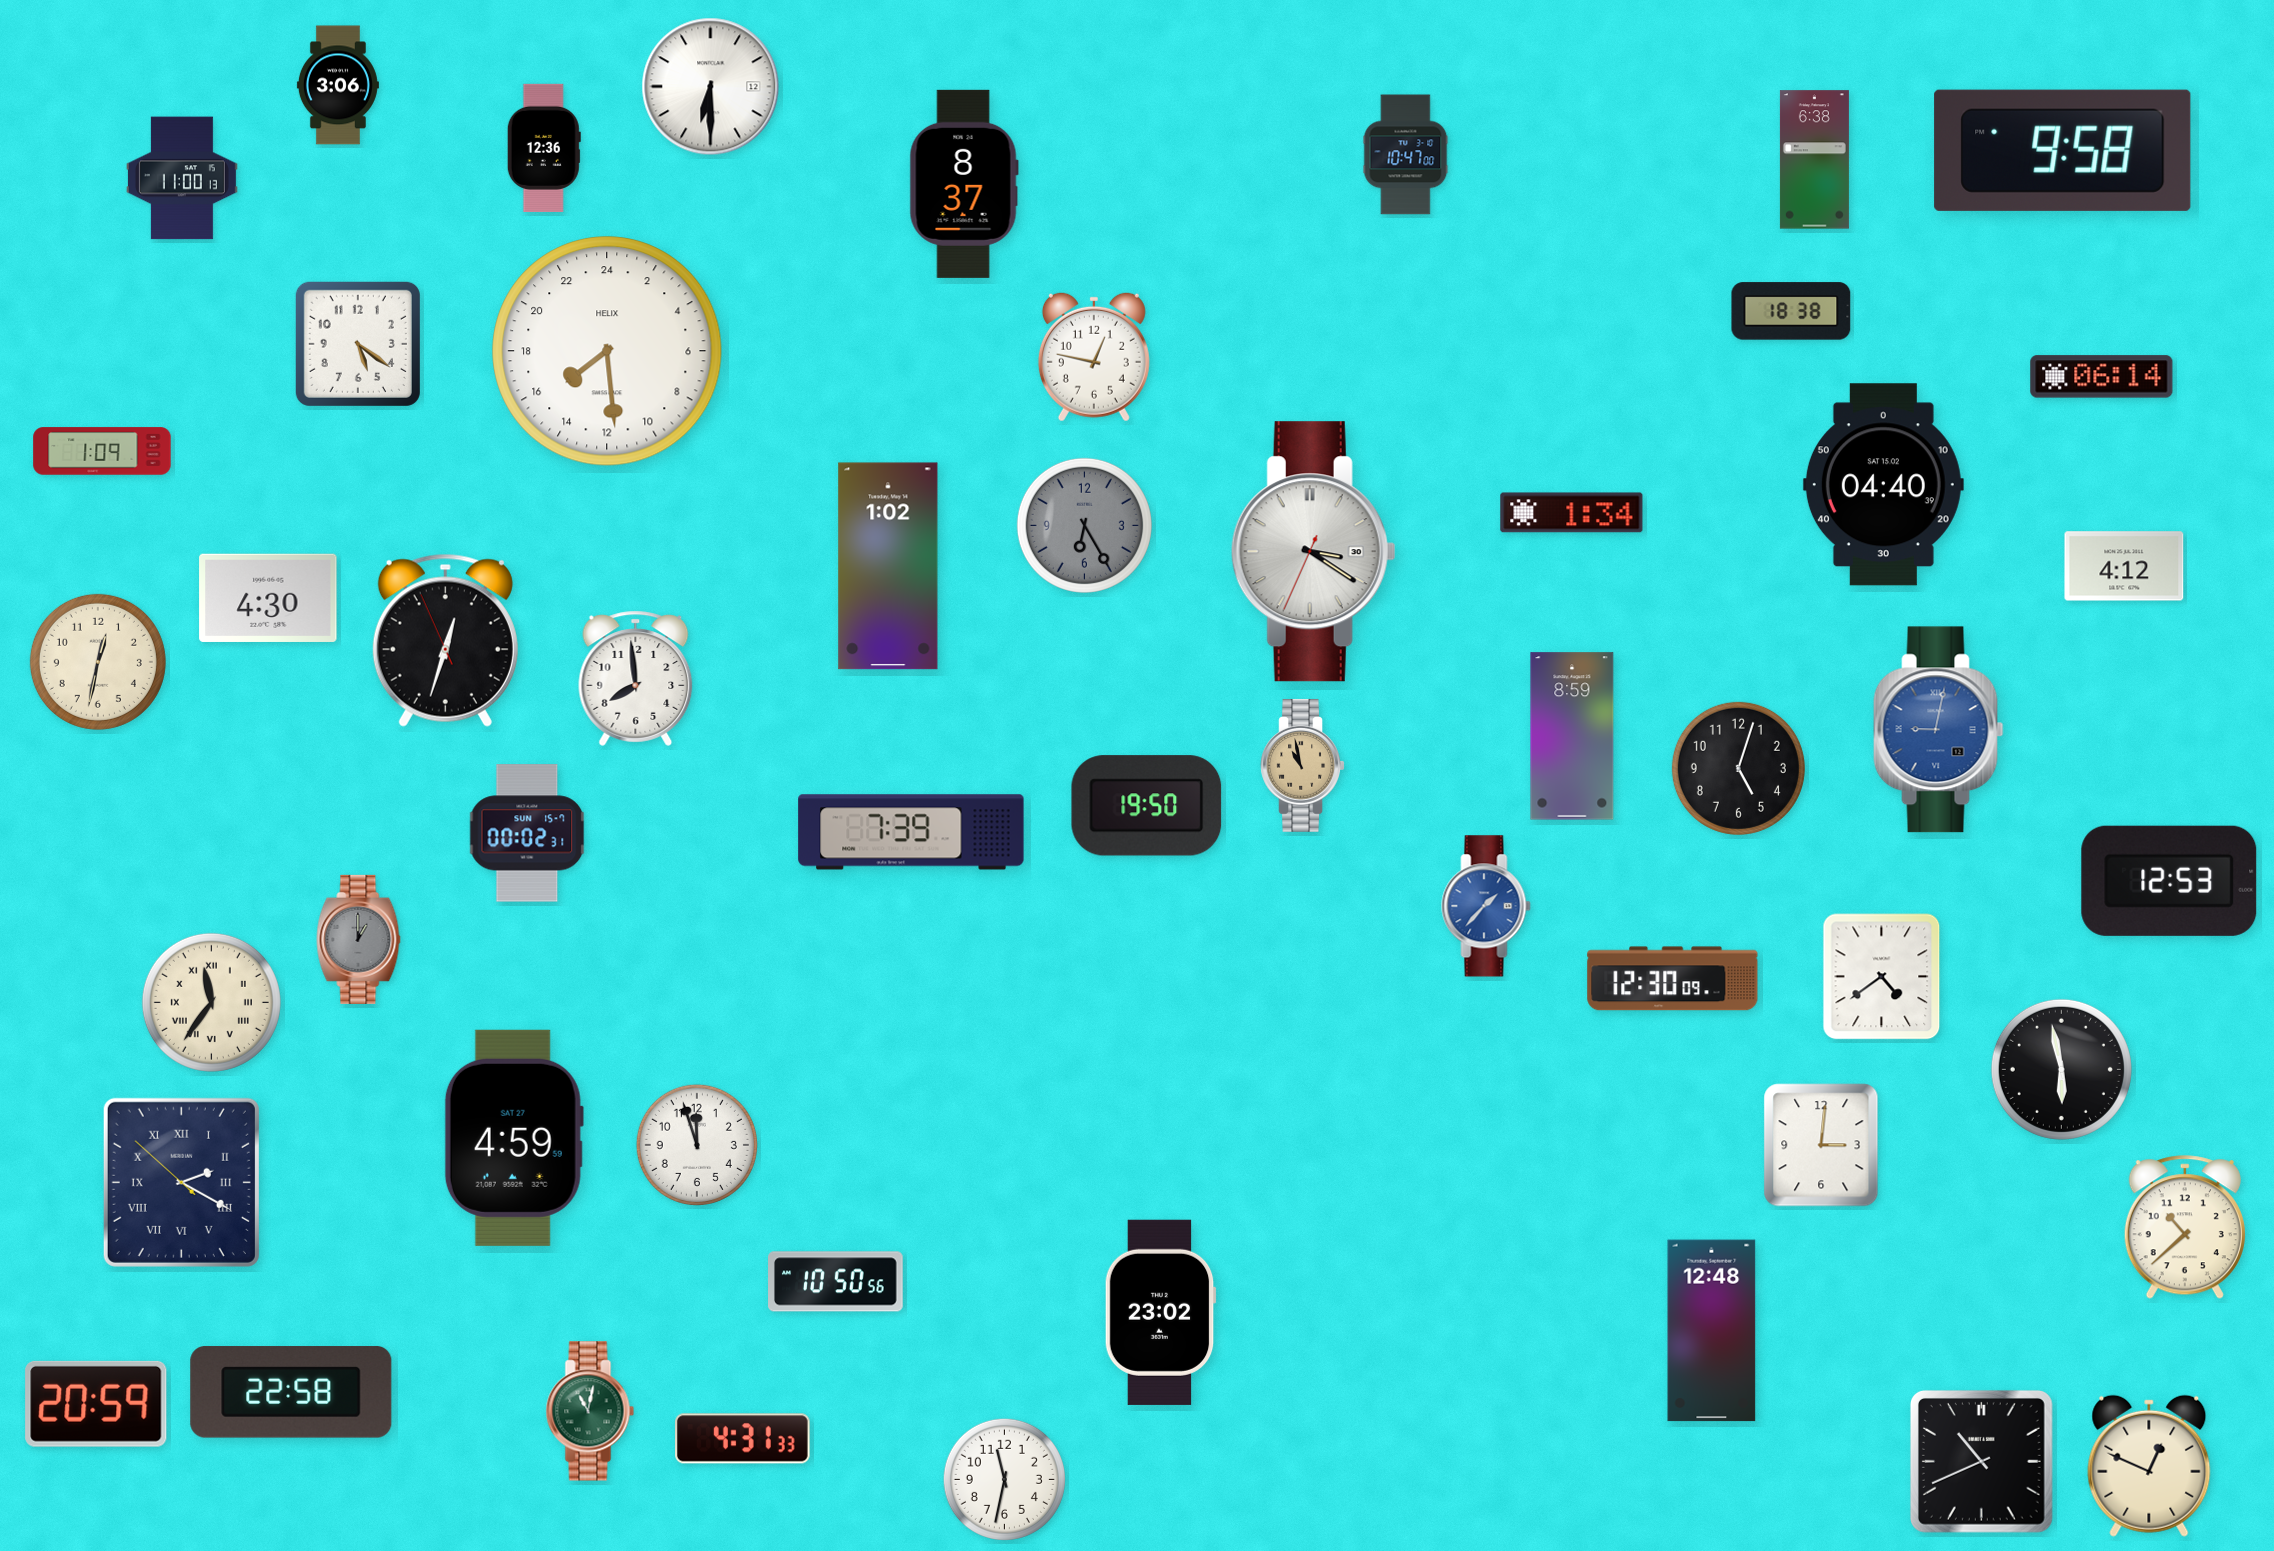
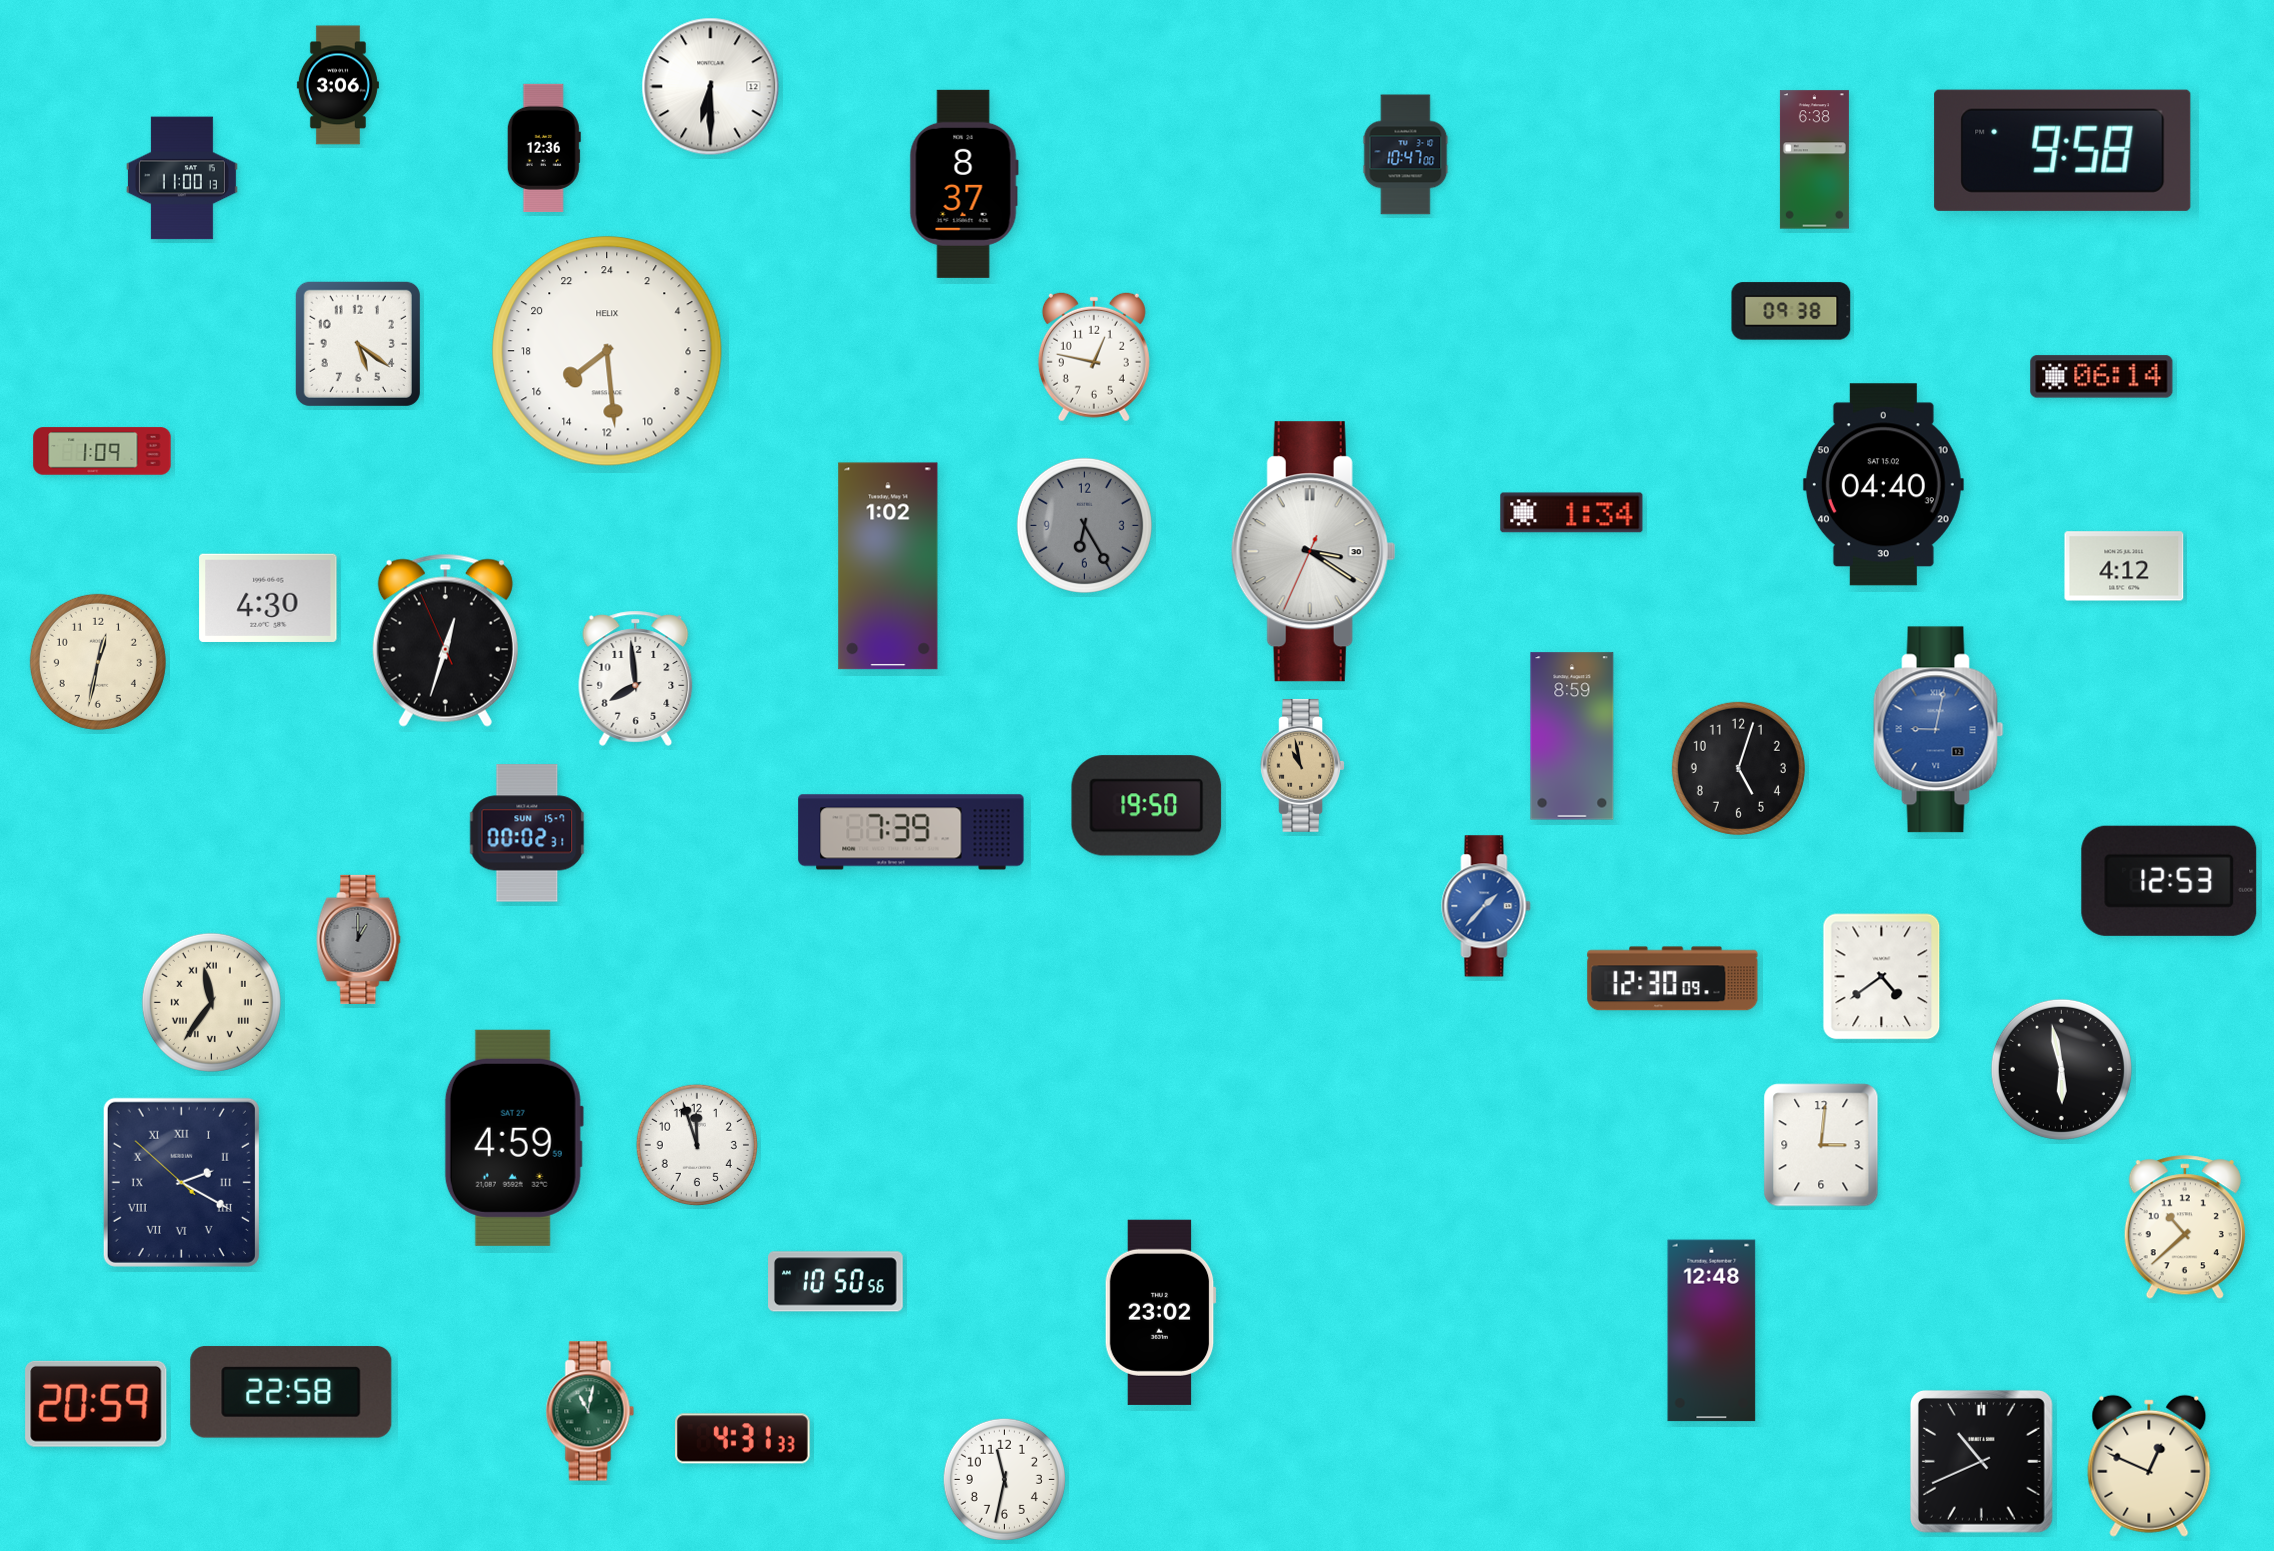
clock at (1791, 311): 18:38 -> 09:38
